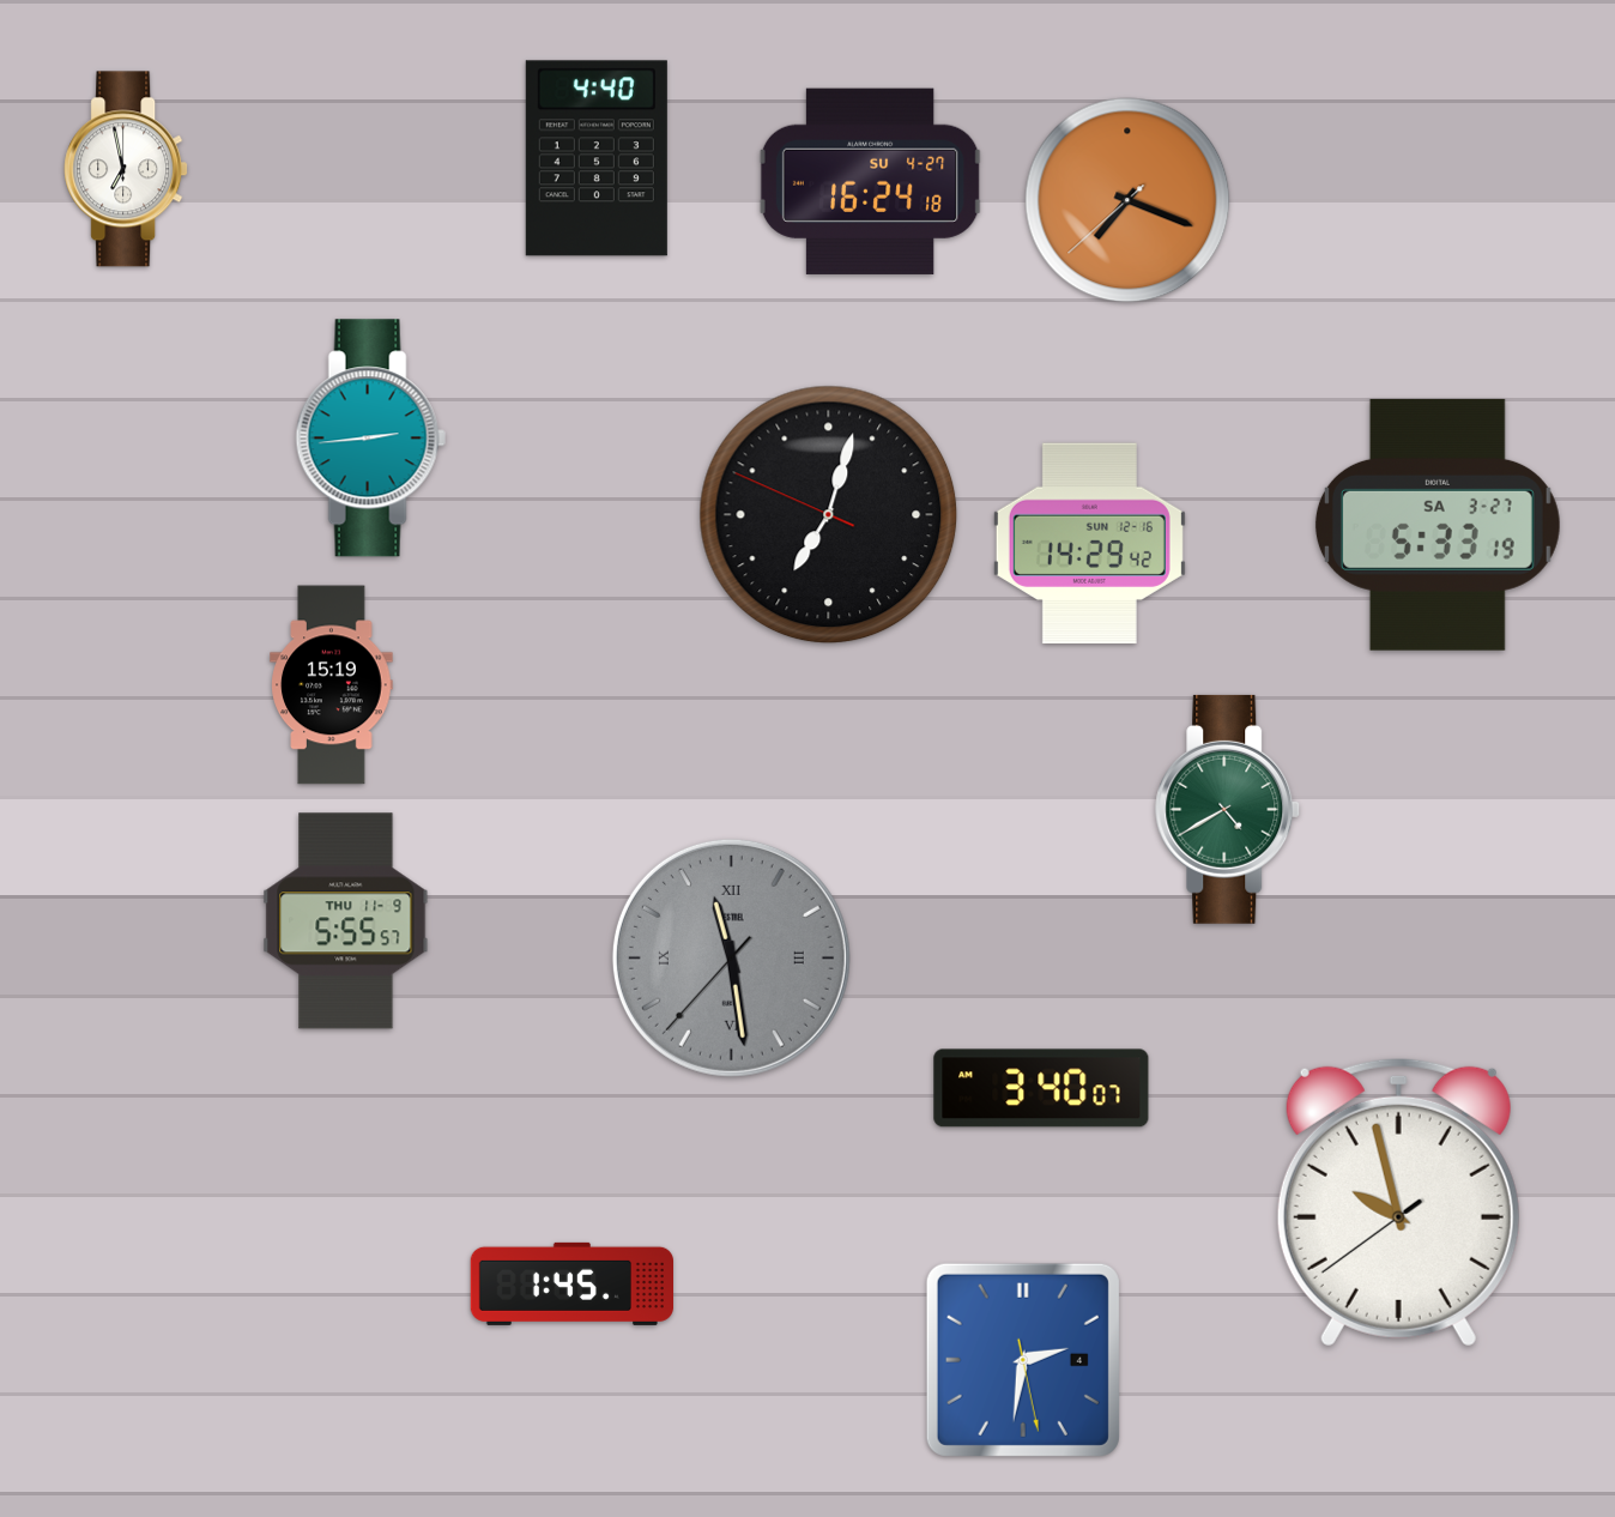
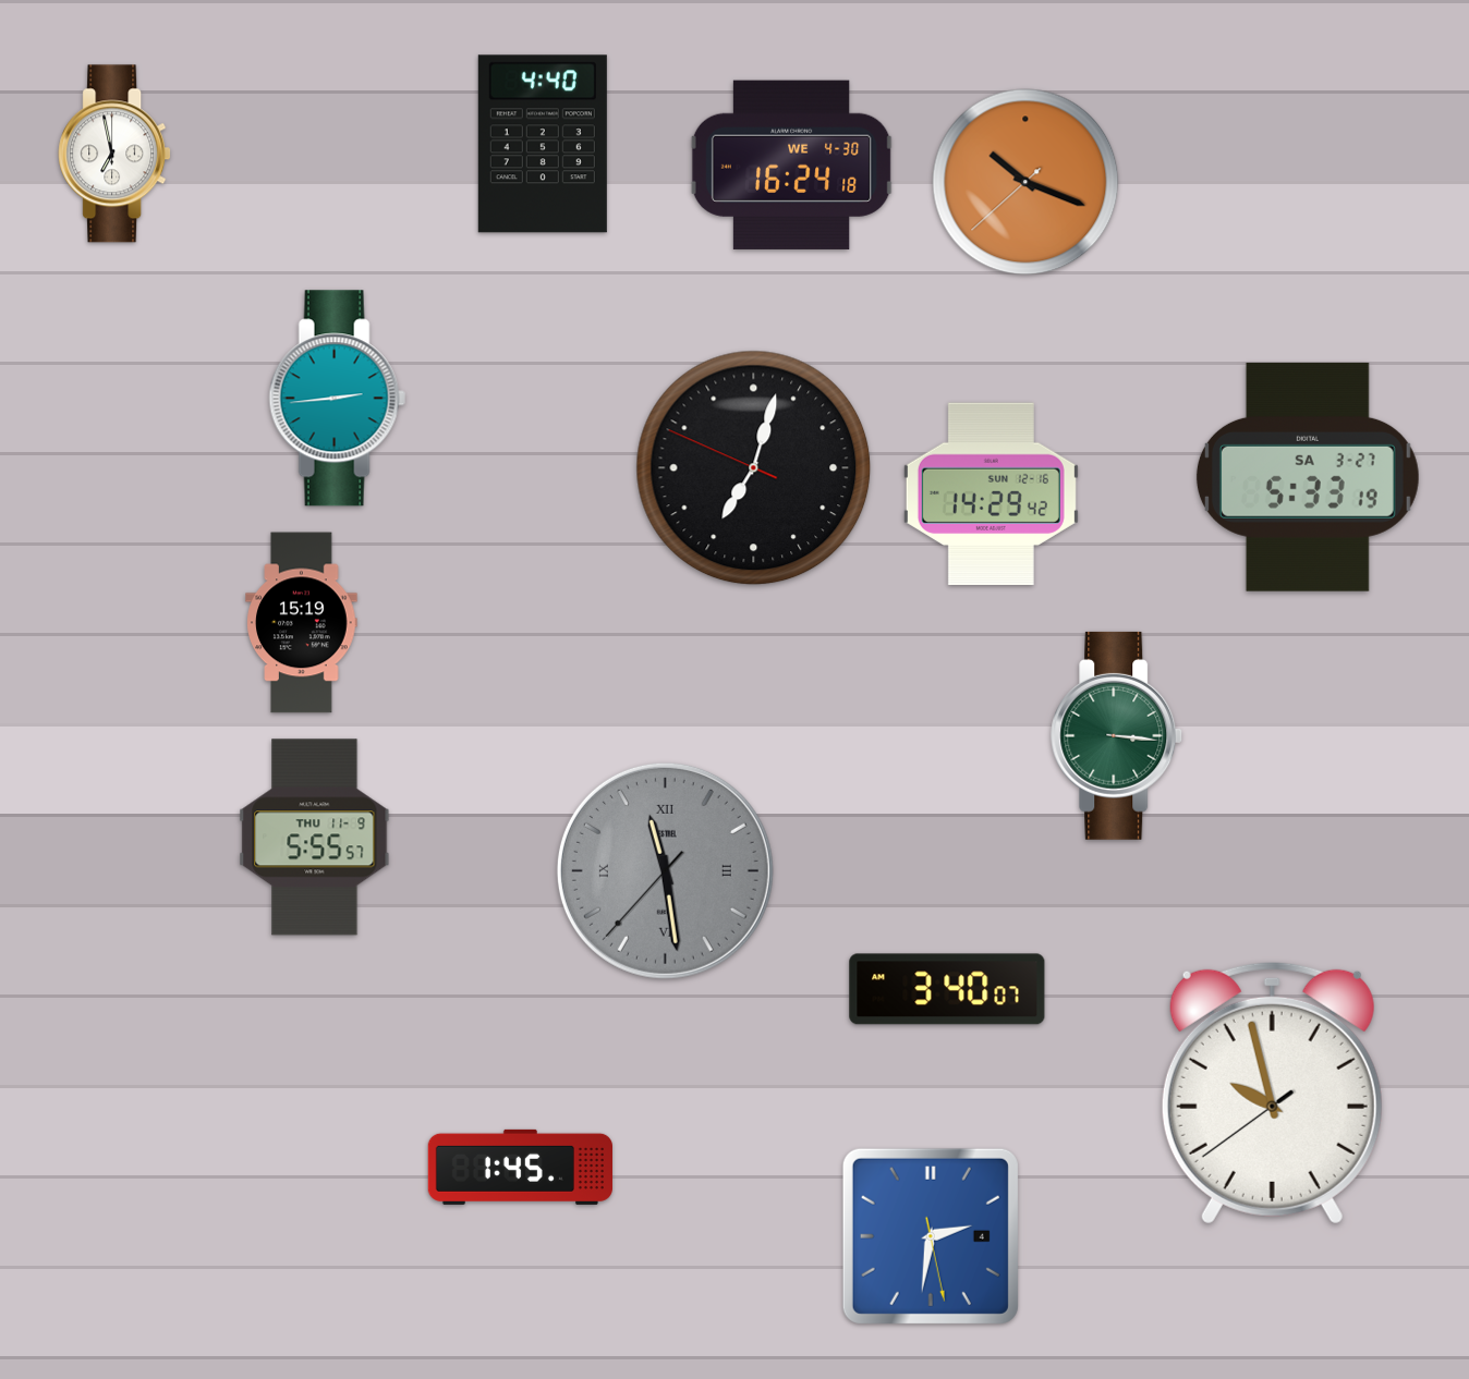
clock at (870, 181) date: SU 4-27 -> WE 4-30
clock at (1127, 200): 7:18 -> 10:18
clock at (1228, 809): 4:40 -> 3:16
